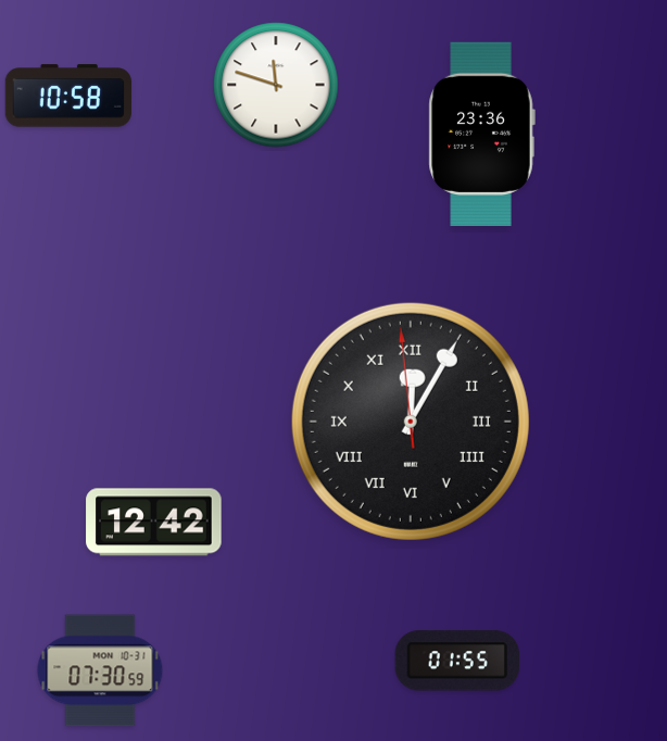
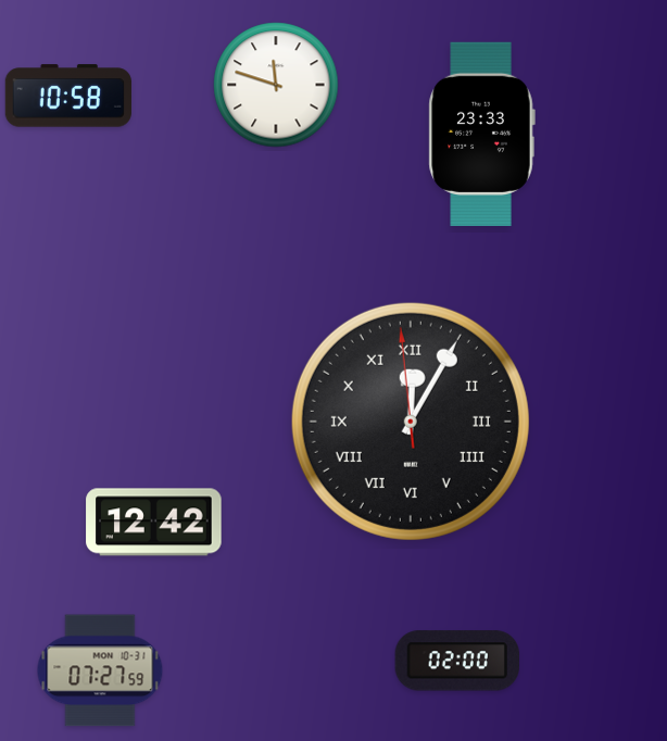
clock at (481, 134): 23:36 -> 23:33
clock at (456, 661): 01:55 -> 02:00
clock at (100, 670): 07:30 -> 07:27
